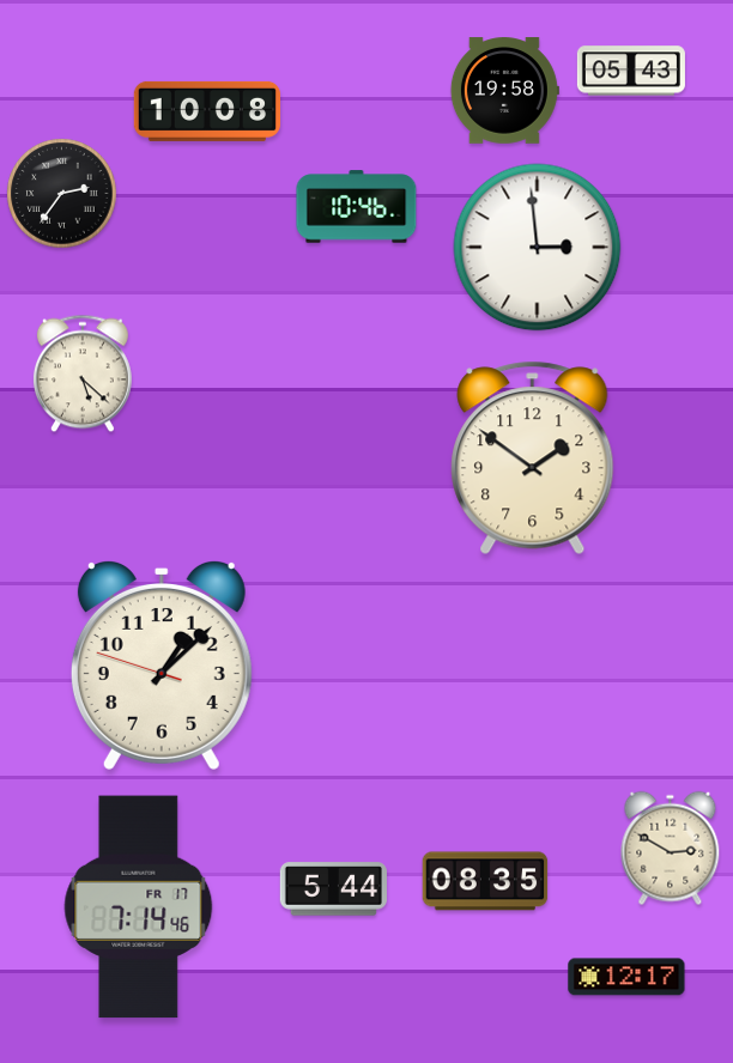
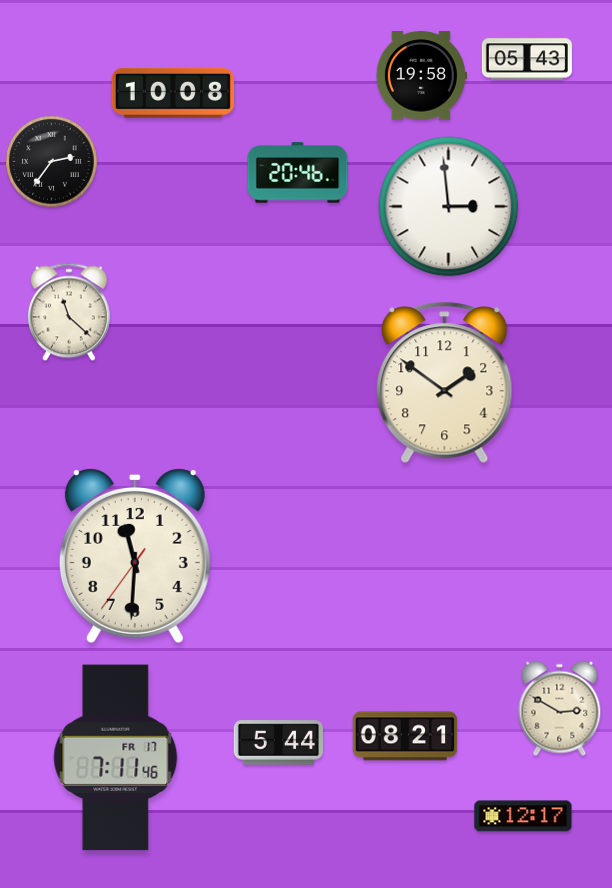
clock at (357, 207): 10:46 -> 20:46
clock at (83, 373): 5:22 -> 11:22
clock at (162, 666): 1:07 -> 11:30
clock at (485, 881): 08:35 -> 08:21
clock at (139, 907): 7:14 -> 7:11
